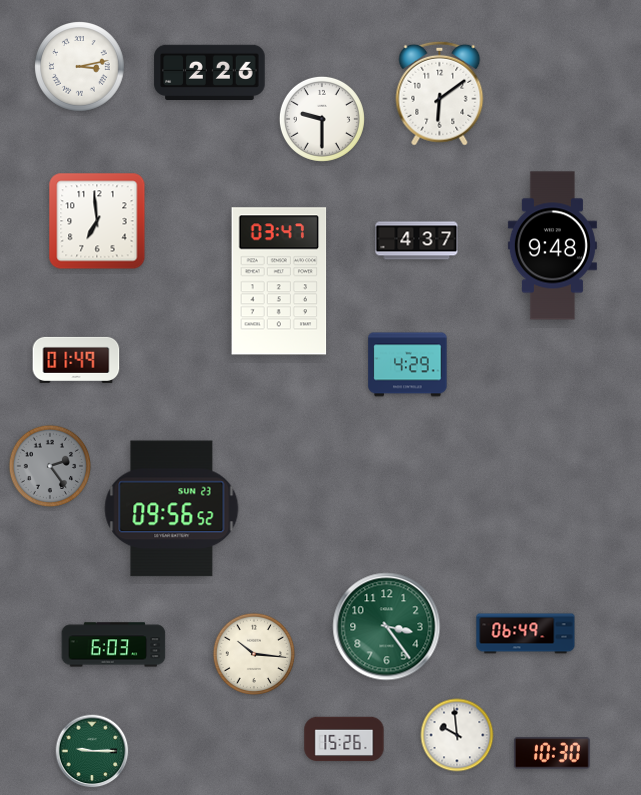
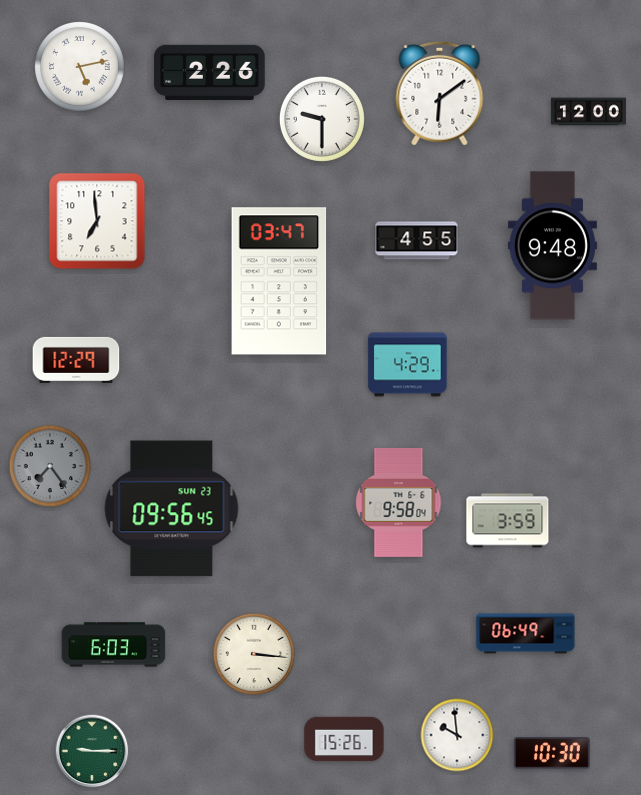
clock at (80, 67): 3:13 -> 5:13
clock at (588, 112): none -> 12:00
clock at (417, 241): 4:37 -> 4:55
clock at (76, 360): 01:49 -> 12:29
clock at (50, 466): 2:24 -> 7:24
clock at (399, 502): none -> 9:58
clock at (172, 509): 09:56:52 -> 09:56:45
clock at (508, 521): none -> 3:59
clock at (387, 627): 3:24 -> none
clock at (254, 654): 10:16 -> 3:16
